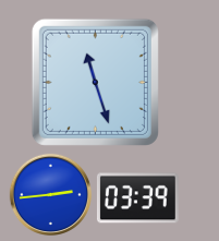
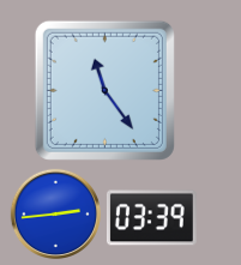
clock at (95, 82): 11:27 -> 11:24
